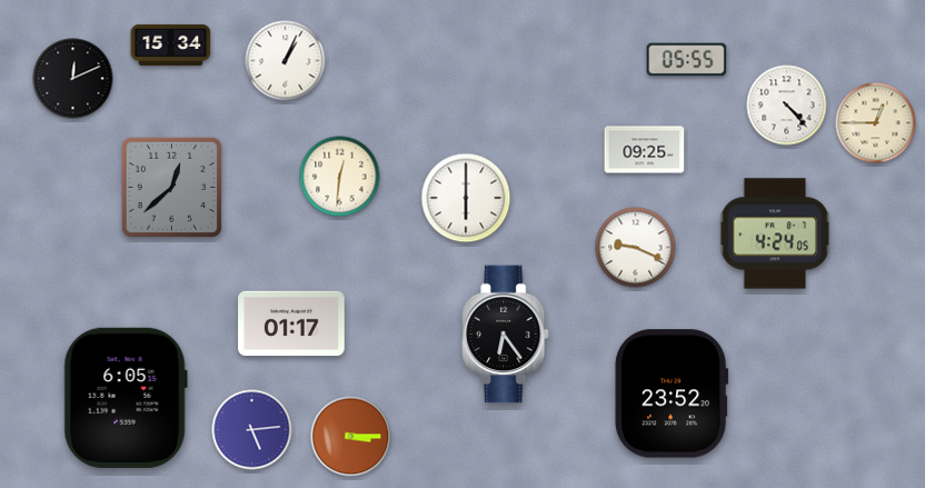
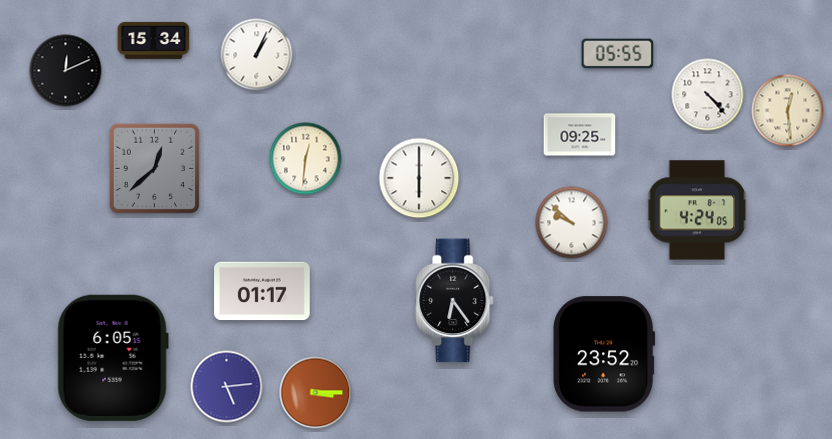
clock at (876, 123): 12:45 -> 12:29
clock at (636, 248): 9:19 -> 9:52
